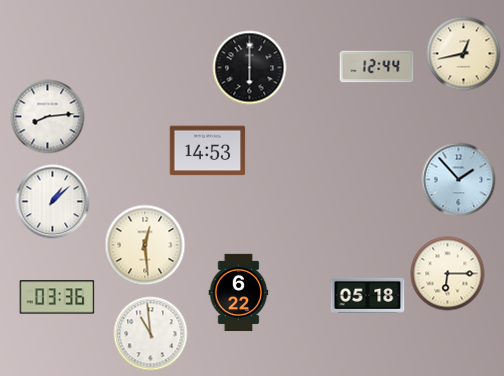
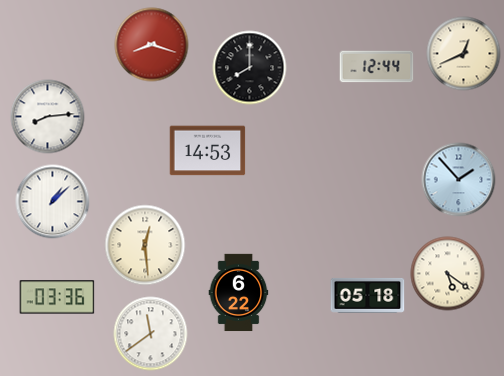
clock at (152, 45): none -> 8:18
clock at (464, 54): 12:43 -> 12:41
clock at (250, 68): 6:00 -> 8:00
clock at (448, 274): 6:15 -> 5:21
clock at (151, 334): 10:59 -> 11:39
